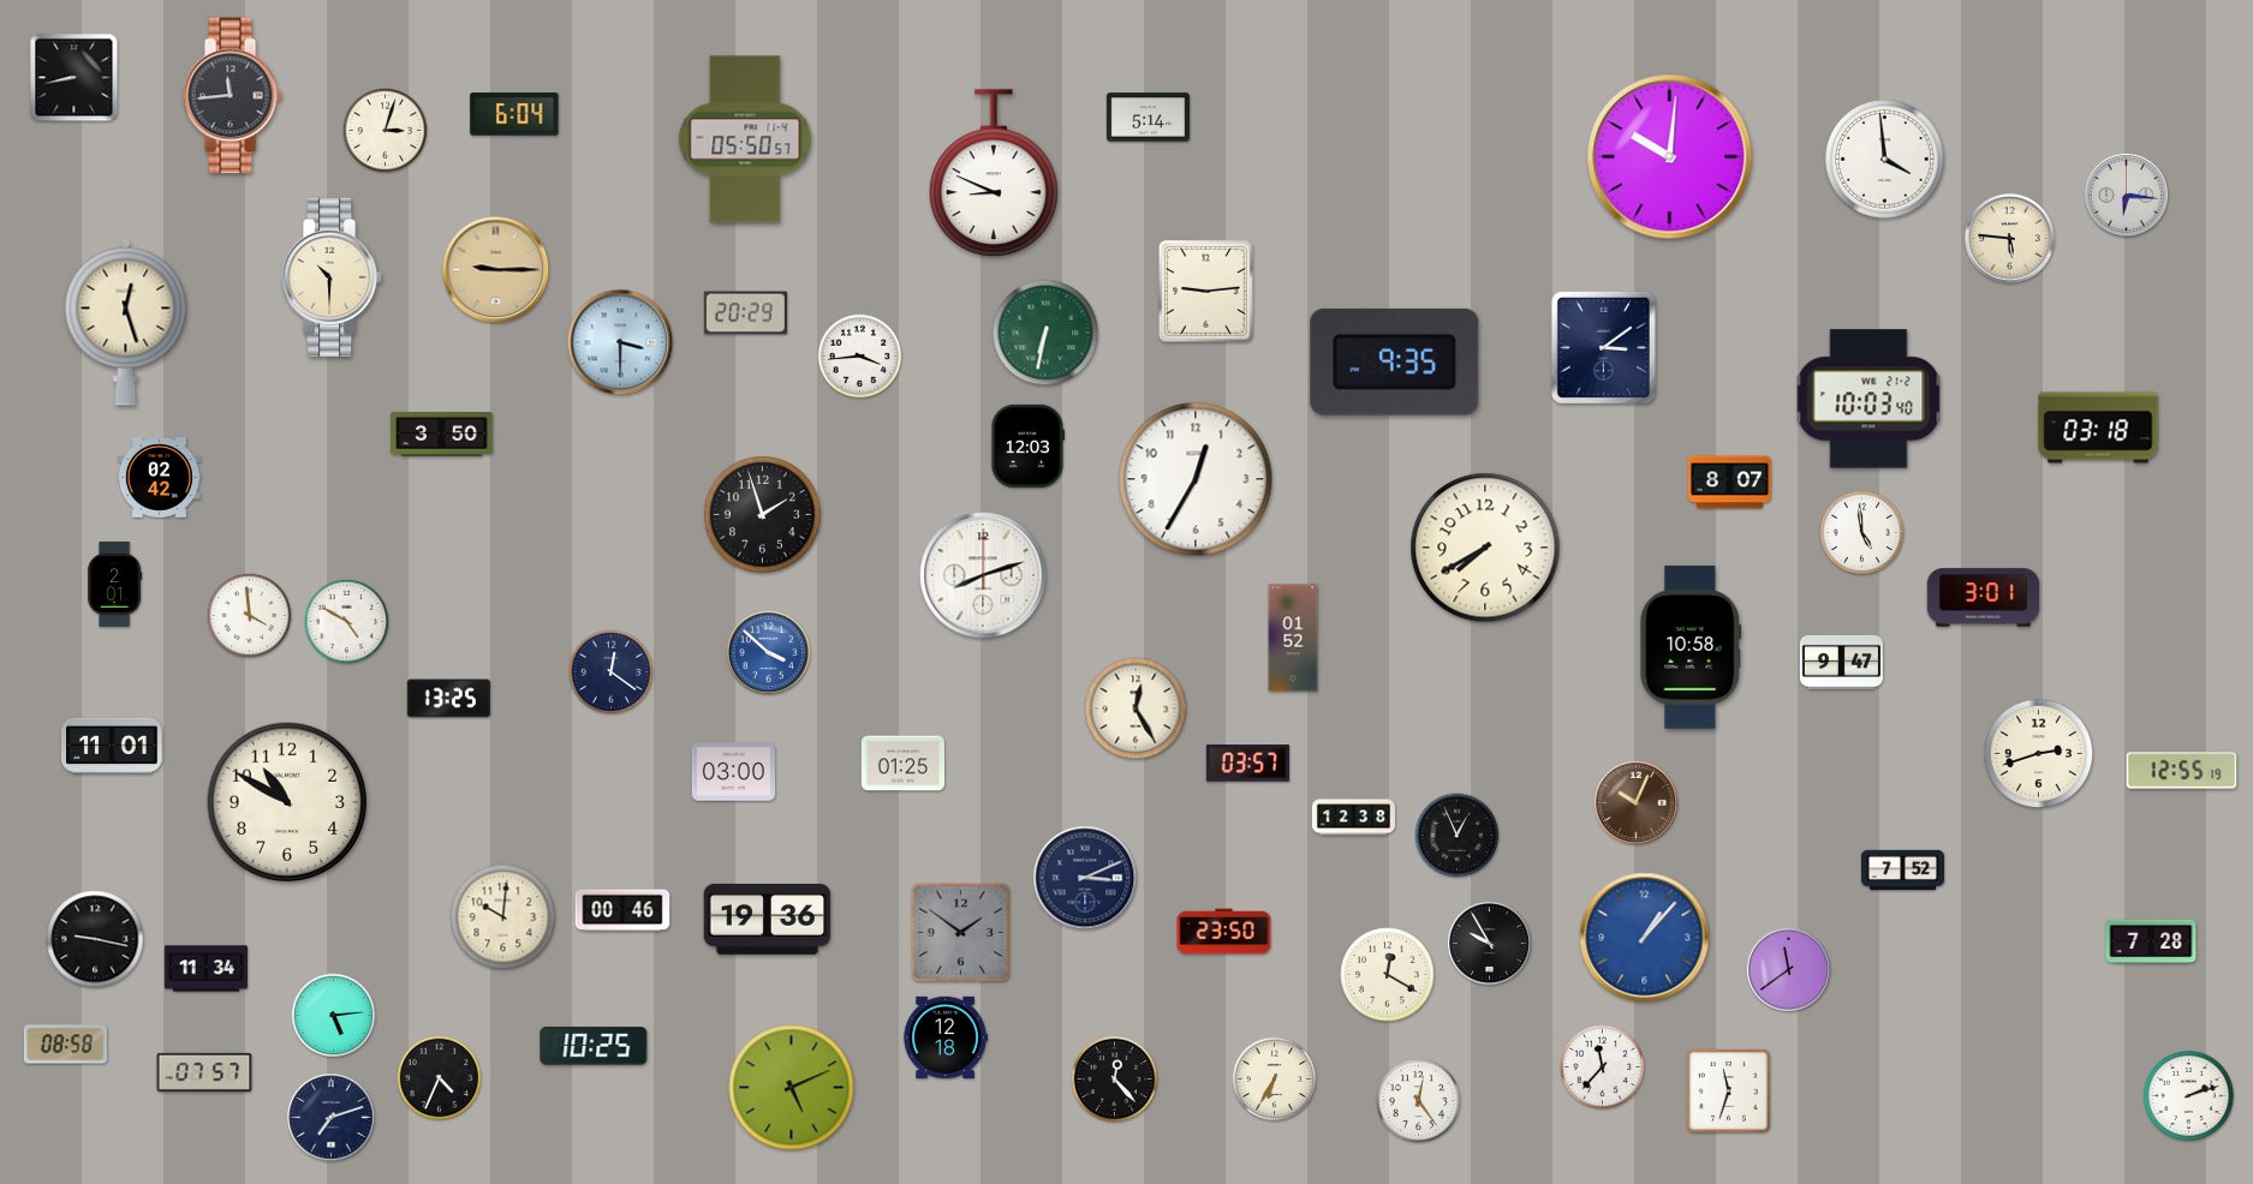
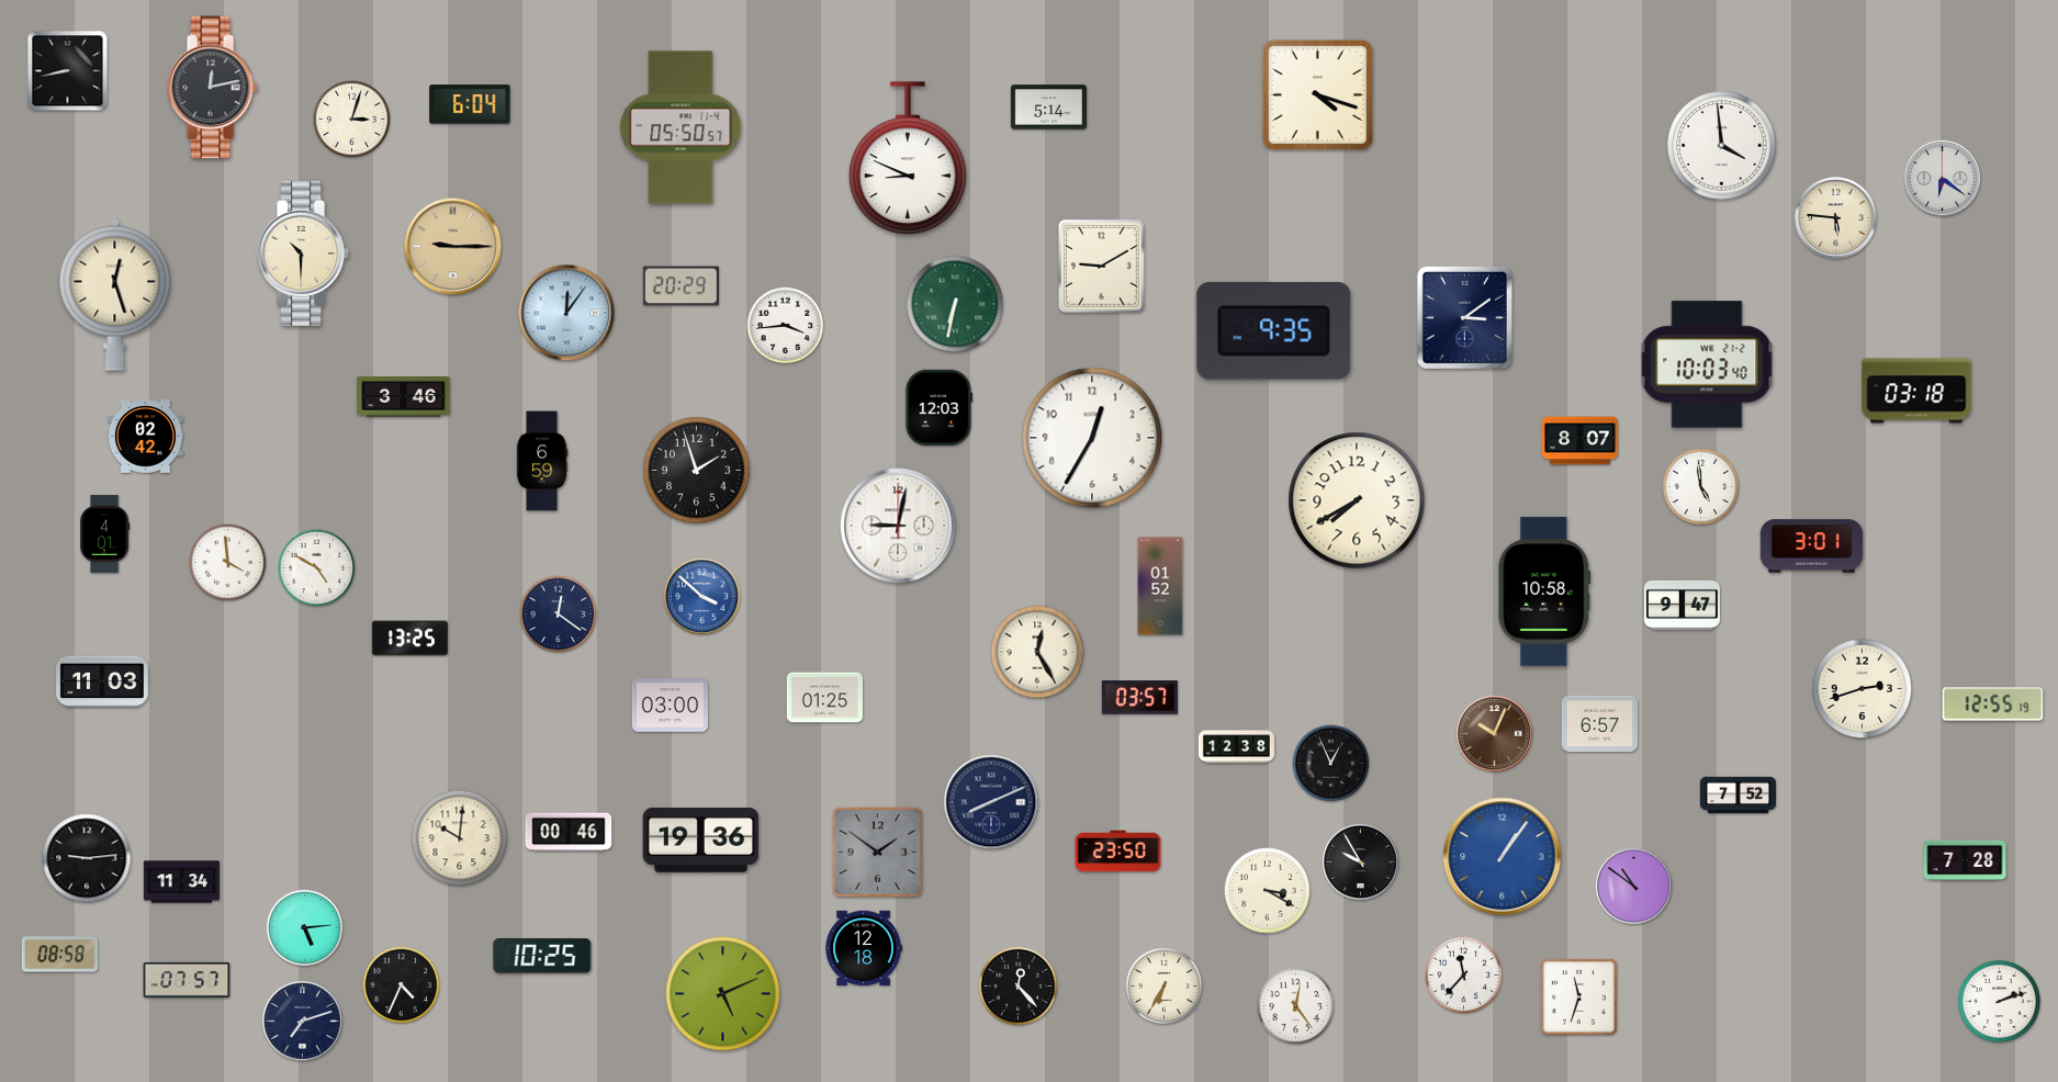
clock at (232, 96): 11:44 -> 12:13
clock at (1317, 94): none -> 4:18
clock at (1670, 157): 10:01 -> none
clock at (2126, 195): 6:16 -> 6:21
clock at (1206, 292): 9:14 -> 9:10
clock at (620, 342): 3:30 -> 12:06
clock at (442, 435): 3:50 -> 3:46
clock at (542, 461): none -> 6:59
clock at (983, 575): 8:12 -> 9:02
clock at (115, 585): 2:01 -> 4:01
clock at (1293, 638) position: (1293, 638) -> (1160, 586)
clock at (1136, 708) position: (1136, 708) -> (1037, 652)
clock at (112, 746): 11:01 -> 11:03
clock at (1599, 724): none -> 6:57
clock at (287, 802): 10:50 -> none
clock at (1085, 878): 3:11 -> 8:11
clock at (1645, 938): 1:07 -> 1:06
clock at (95, 939): 9:17 -> 9:14
clock at (205, 969) position: (205, 969) -> (181, 882)
clock at (1788, 969): 11:39 -> 10:51
clock at (1388, 975): 12:20 -> 3:20
